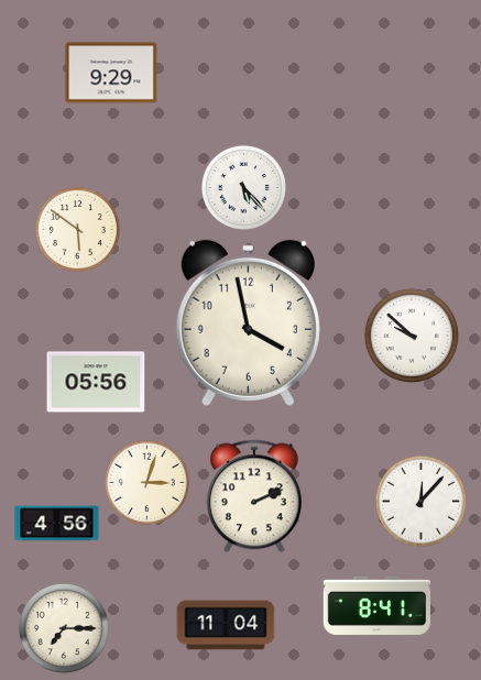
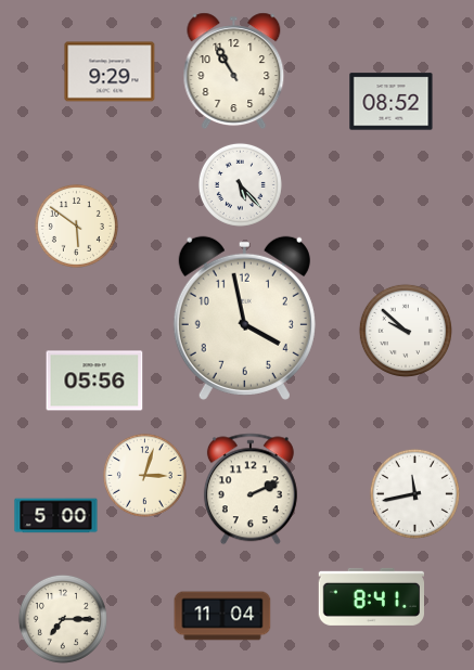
clock at (234, 72): none -> 10:55
clock at (392, 102): none -> 08:52
clock at (96, 382) position: (96, 382) -> (94, 381)
clock at (420, 501): 12:07 -> 11:43
clock at (57, 524): 4:56 -> 5:00
